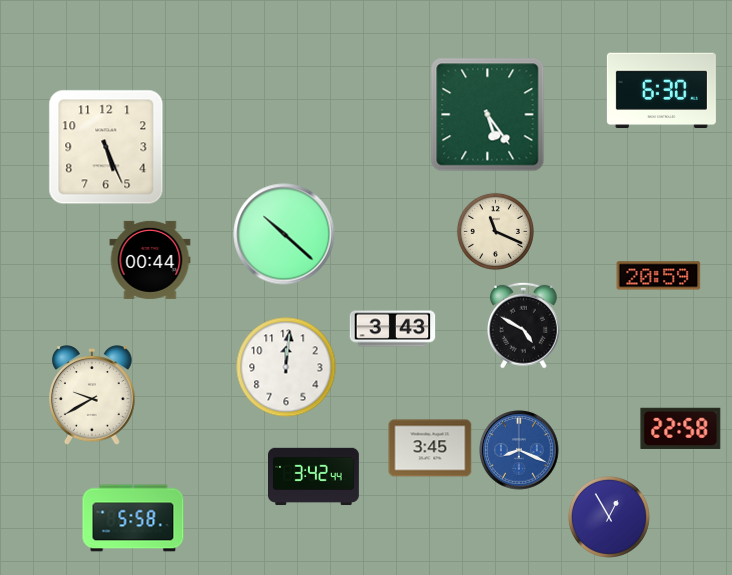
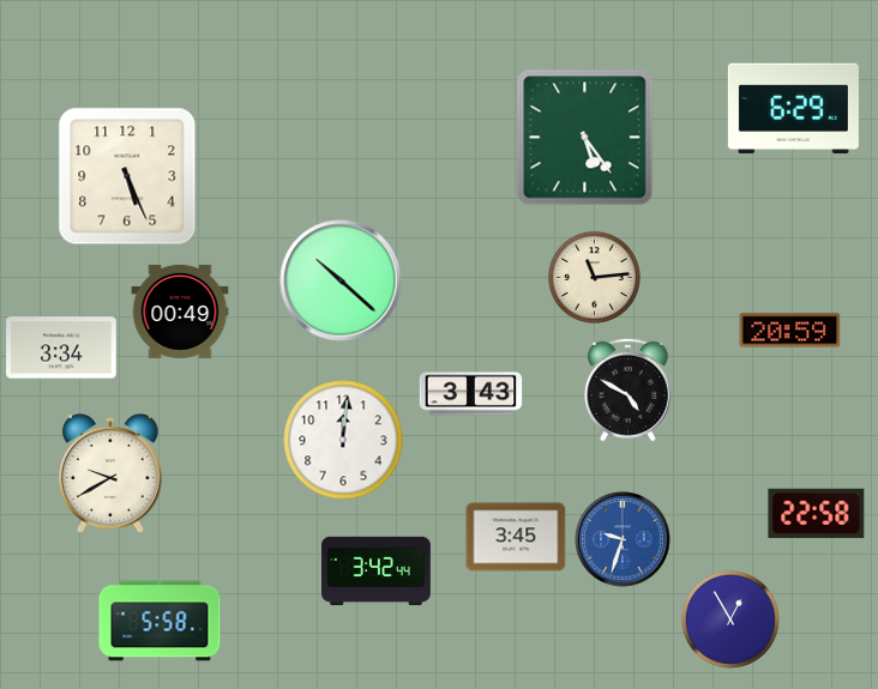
clock at (661, 91): 6:30 -> 6:29
clock at (495, 231): 11:19 -> 11:14
clock at (150, 260): 00:44 -> 00:49
clock at (61, 347): none -> 3:34
clock at (519, 450): 8:19 -> 9:33
